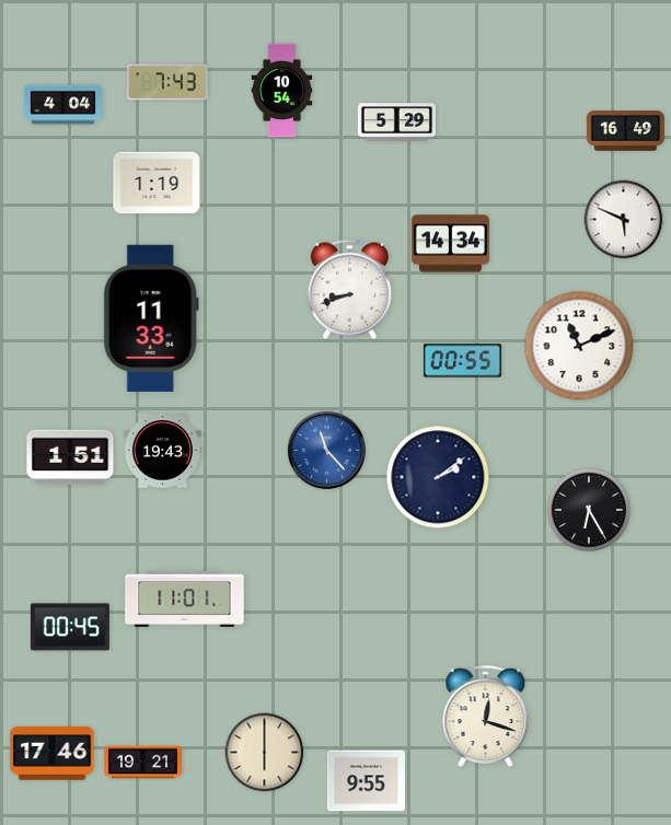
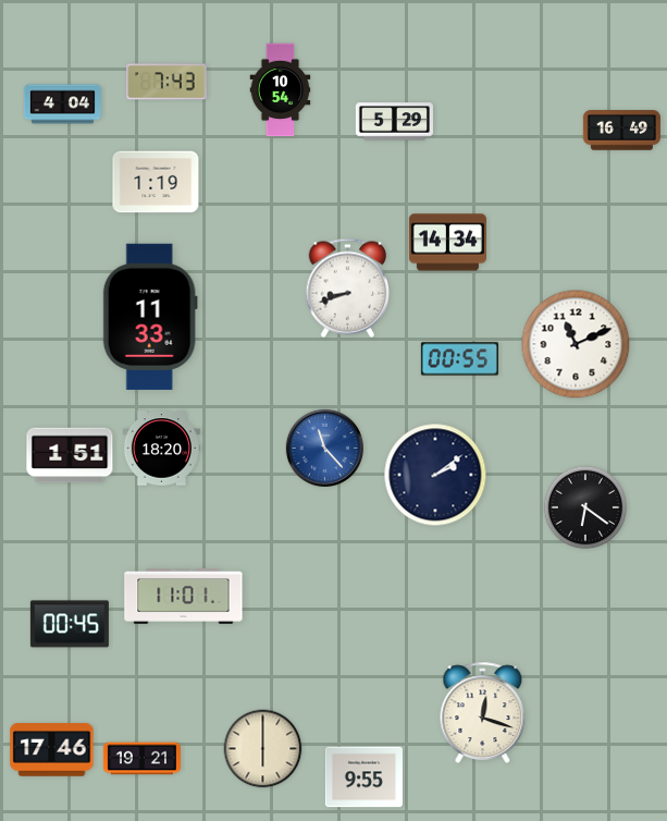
clock at (624, 220): 5:49 -> none
clock at (162, 451): 19:43 -> 18:20
clock at (589, 510): 6:25 -> 6:21
